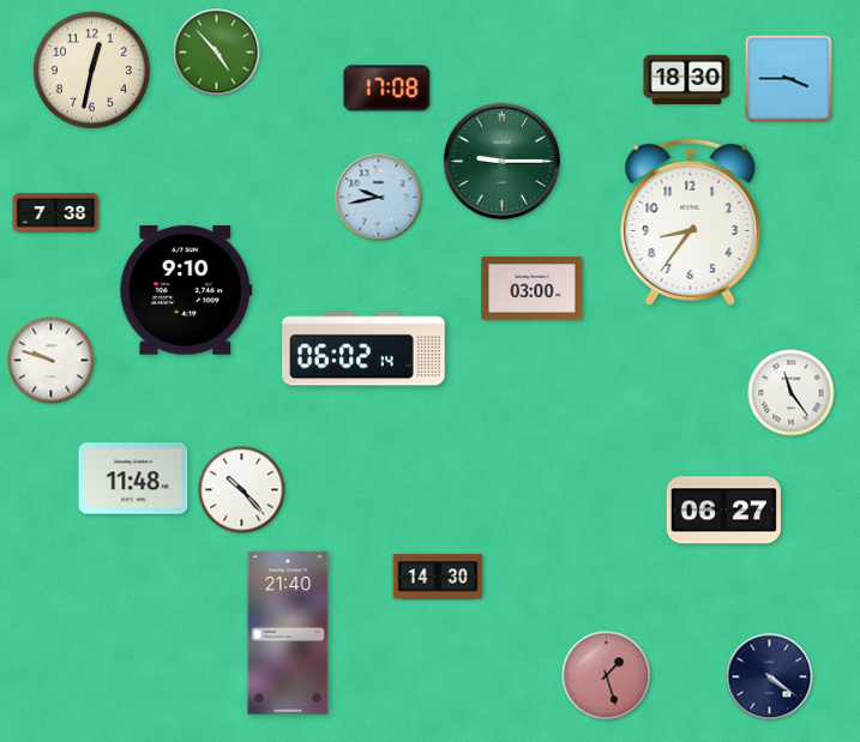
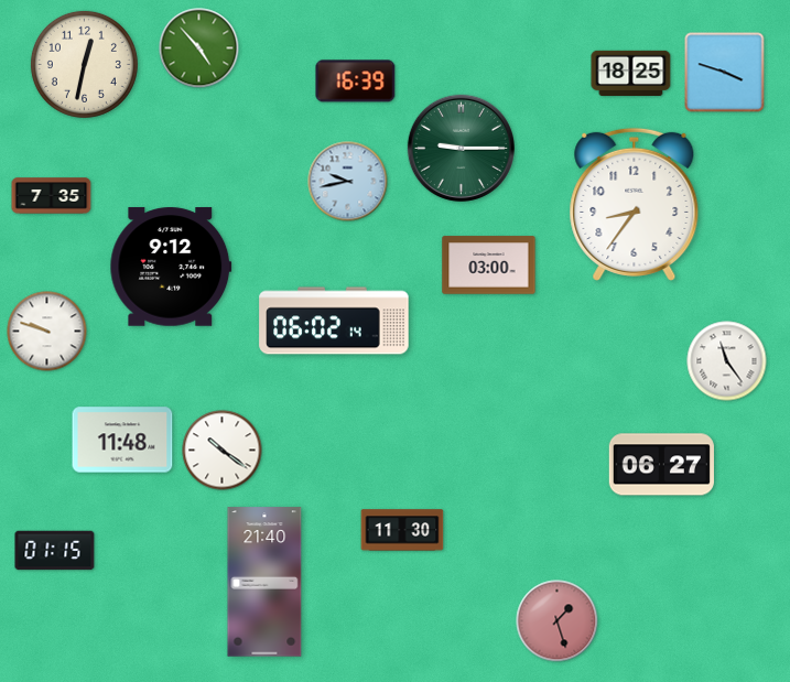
clock at (687, 79): 18:30 -> 18:25
clock at (789, 79): 3:45 -> 3:48
clock at (387, 89): 17:08 -> 16:39
clock at (56, 213): 7:38 -> 7:35
clock at (186, 290): 9:10 -> 9:12
clock at (242, 490): 10:23 -> 10:21
clock at (723, 511) position: (723, 511) -> (661, 465)
clock at (438, 577): 14:30 -> 11:30
clock at (55, 551): none -> 01:15
clock at (770, 677): 4:21 -> none
